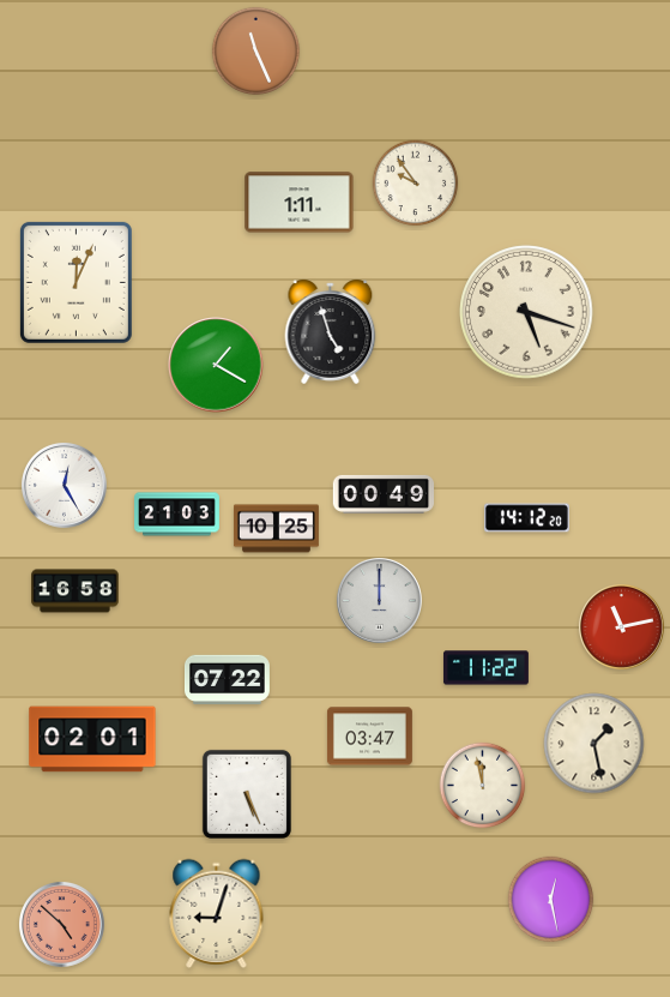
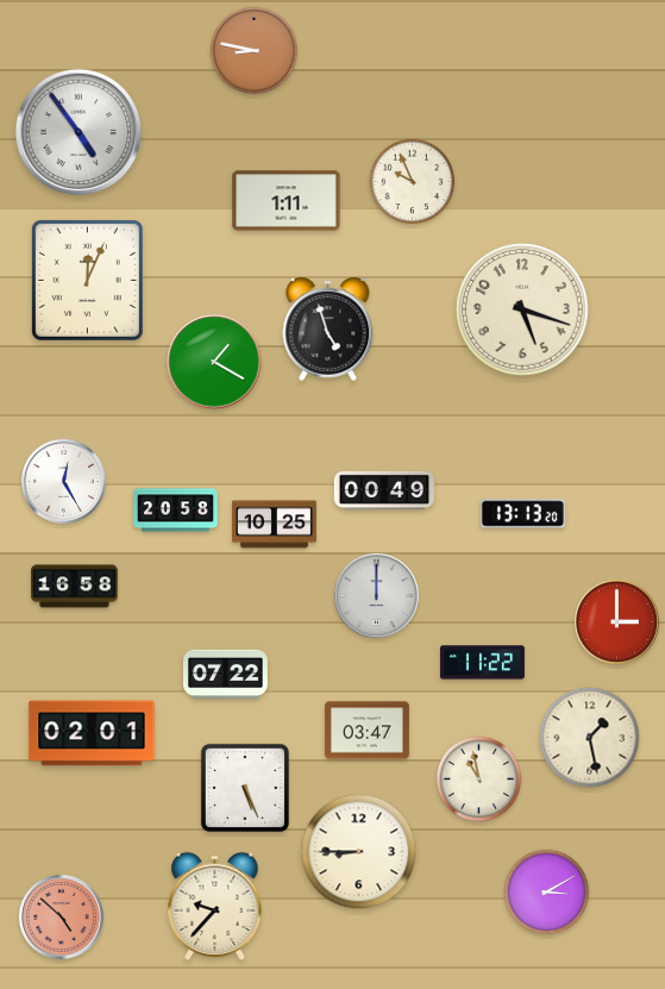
clock at (256, 52): 11:26 -> 8:47
clock at (79, 132): none -> 4:54
clock at (416, 184): 9:54 -> 9:56
clock at (300, 203) position: (300, 203) -> (287, 201)
clock at (76, 282) position: (76, 282) -> (87, 280)
clock at (382, 494) position: (382, 494) -> (383, 490)
clock at (177, 515): 21:03 -> 20:58
clock at (526, 518): 14:12 -> 13:13
clock at (621, 626): 11:13 -> 3:00
clock at (483, 786): 11:58 -> 10:58
clock at (359, 852): none -> 8:45
clock at (551, 900): 12:28 -> 3:10
clock at (217, 913): 9:03 -> 9:37
